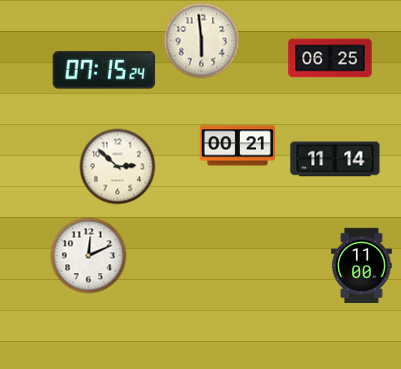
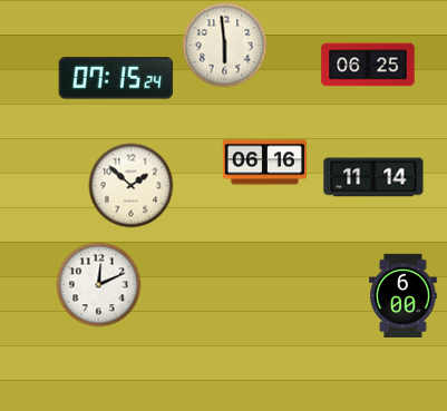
clock at (237, 146): 00:21 -> 06:16
clock at (118, 167): 2:52 -> 1:52
clock at (362, 265): 11:00 -> 6:00
